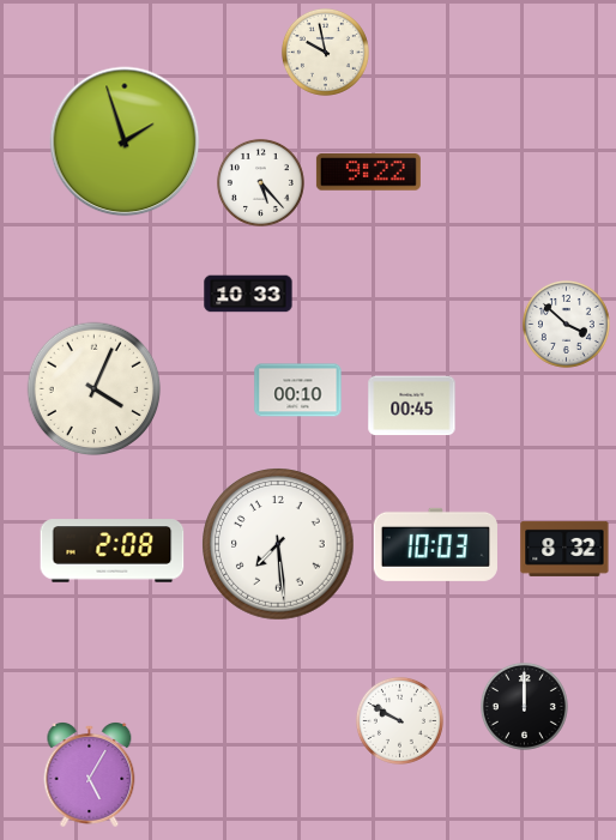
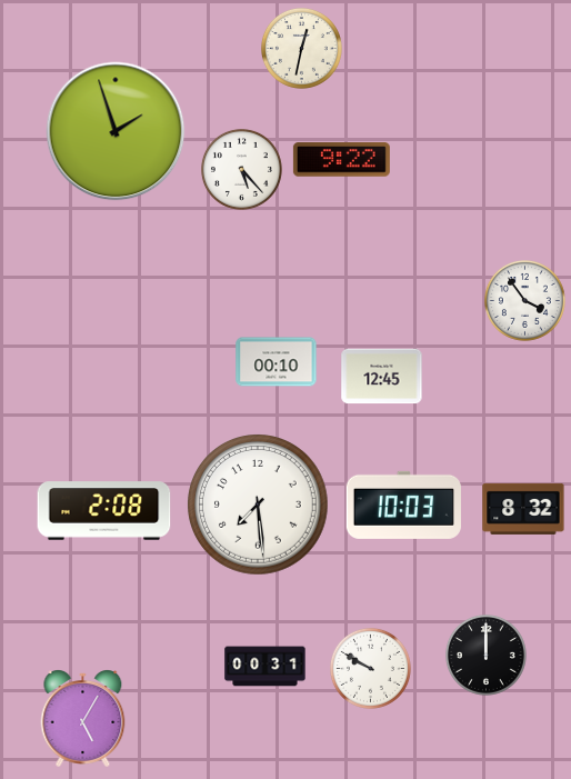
clock at (325, 52): 9:58 -> 12:32
clock at (248, 294): 10:33 -> none
clock at (566, 324): 3:52 -> 3:54
clock at (95, 389): 4:04 -> none
clock at (412, 406): 00:45 -> 12:45
clock at (266, 667): none -> 00:31
